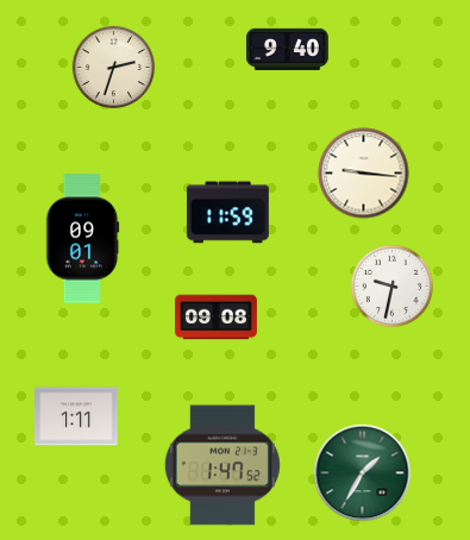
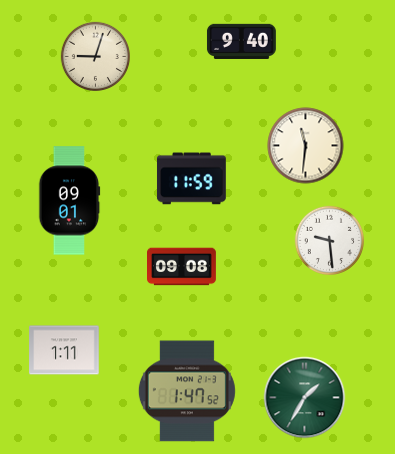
clock at (113, 67): 2:33 -> 9:03
clock at (364, 174): 9:16 -> 11:31
clock at (391, 285): 9:32 -> 9:29
